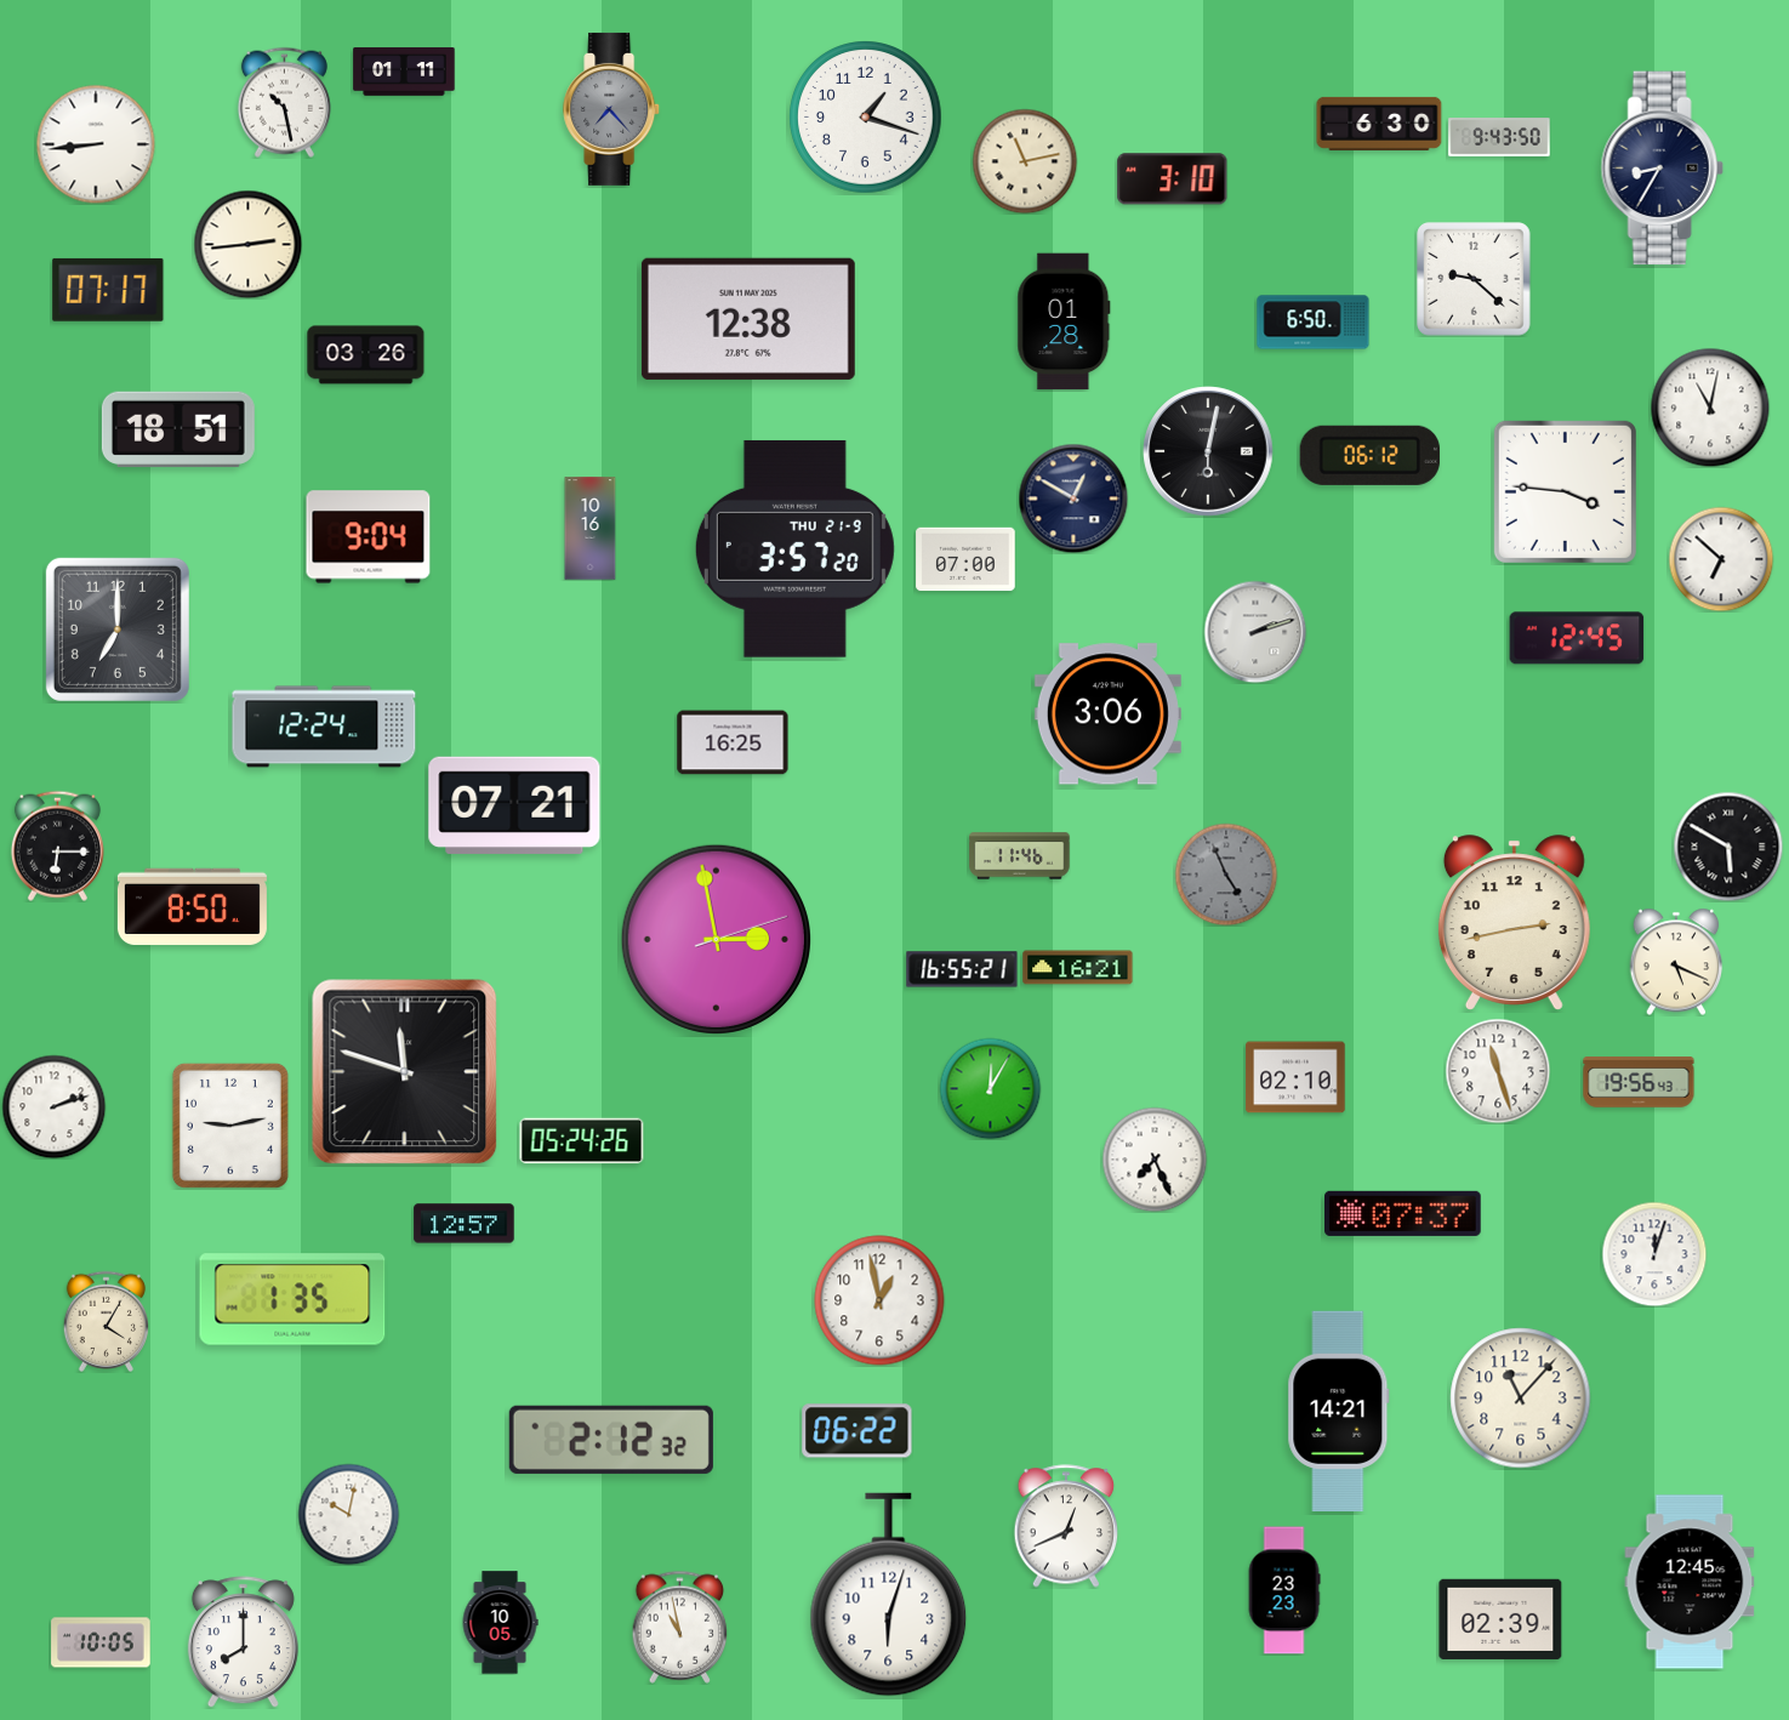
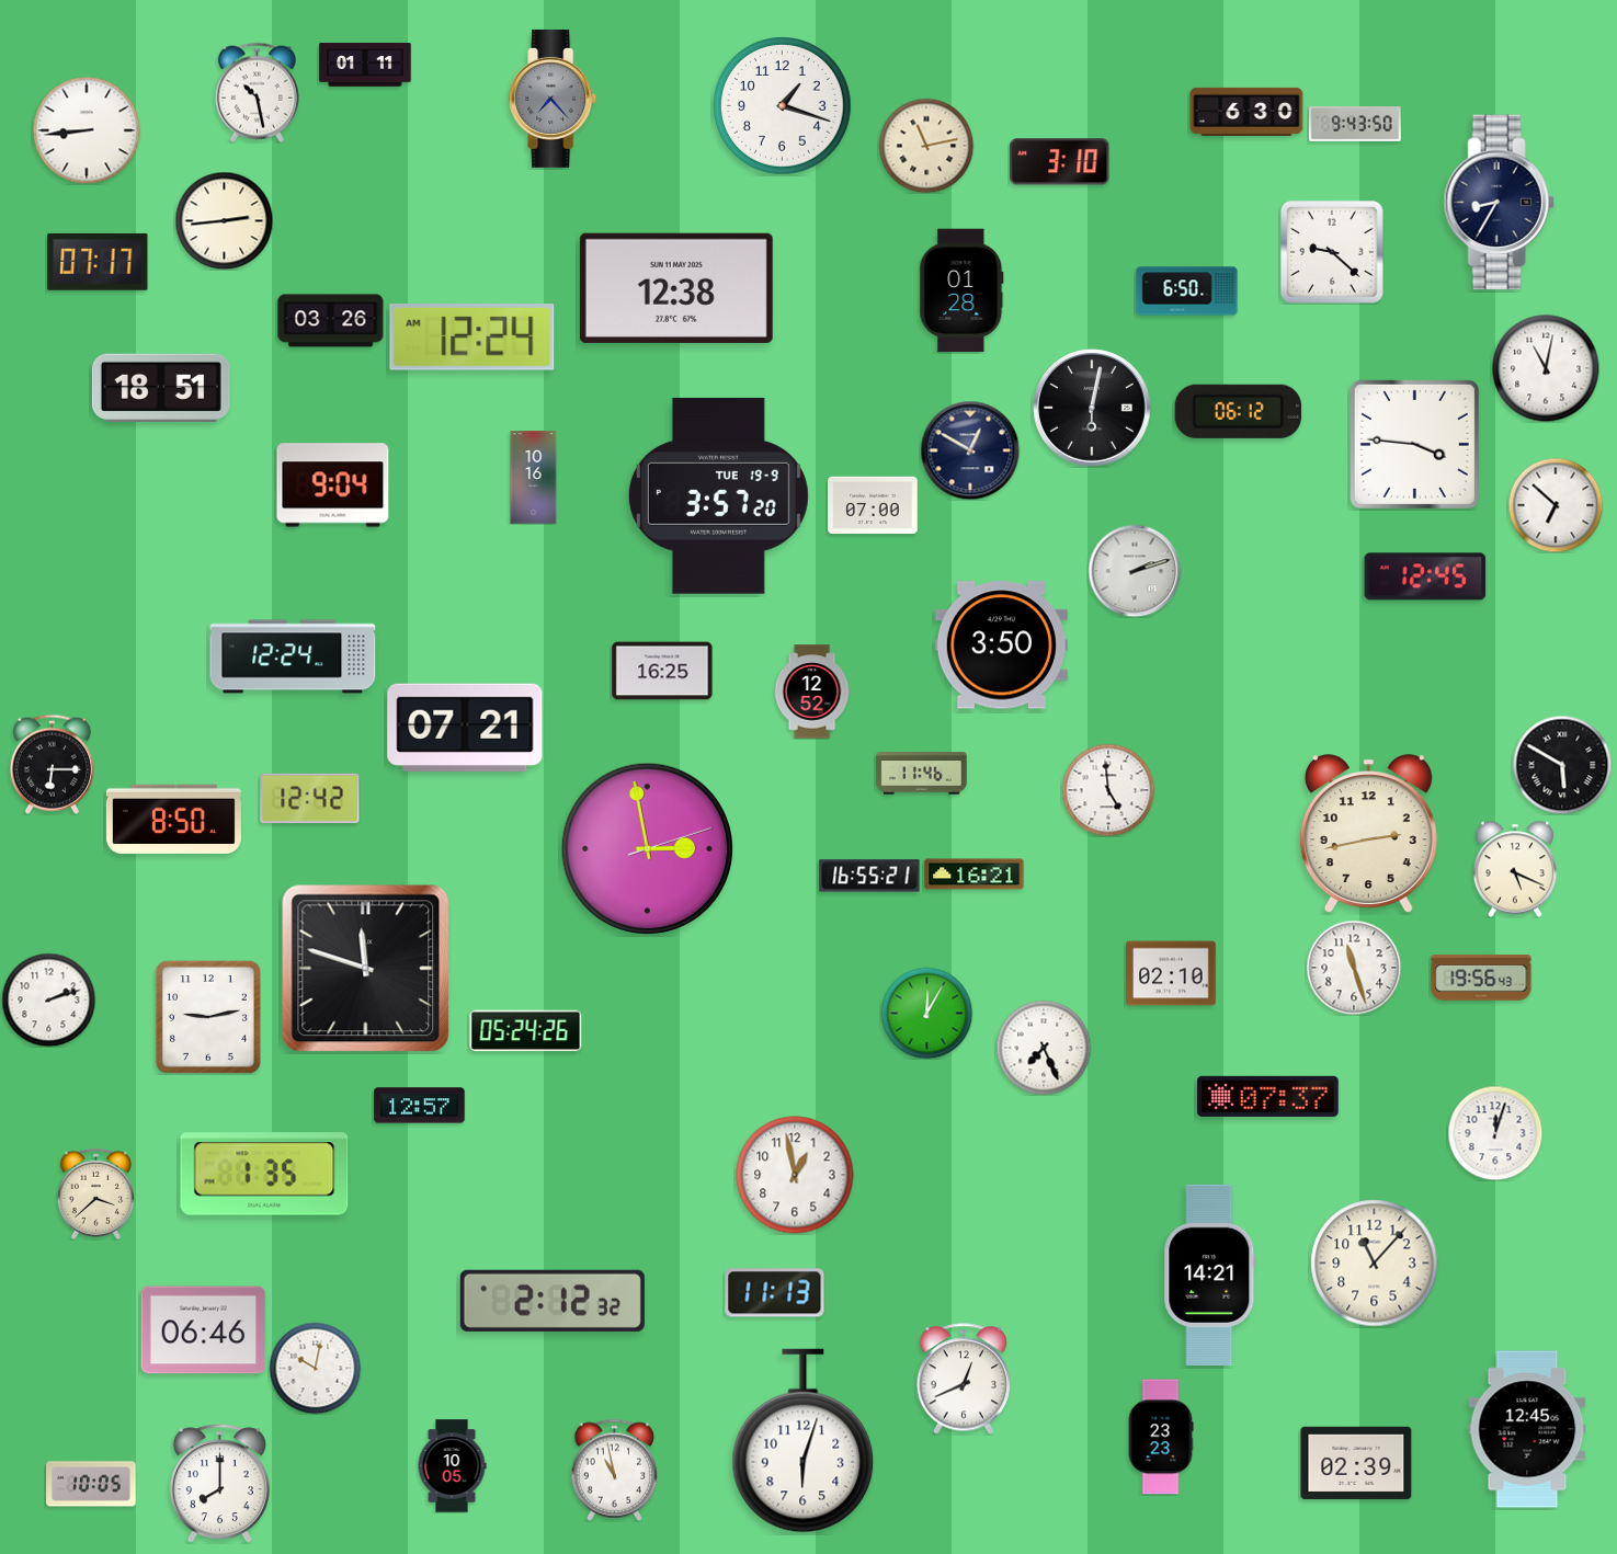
clock at (1662, 169) position: (1662, 169) -> (1499, 203)
clock at (472, 338): none -> 12:24
clock at (794, 548) date: THU 21-9 -> TUE 19-9
clock at (118, 630): 7:00 -> none
clock at (1107, 714): 3:06 -> 3:50
clock at (812, 692): none -> 12:52
clock at (1226, 875): 4:56 -> 4:59
clock at (1226, 875) dial: grey -> white
clock at (310, 799): none -> 12:42
clock at (990, 1088) position: (990, 1088) -> (926, 1013)
clock at (106, 1321): 4:05 -> 3:38
clock at (858, 1431): 06:22 -> 11:13
clock at (204, 1330): none -> 06:46
